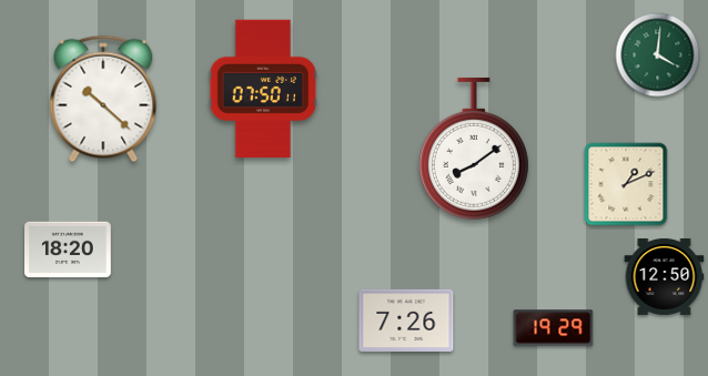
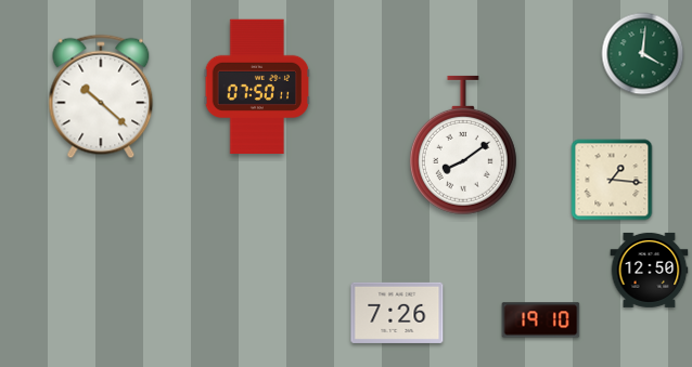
clock at (626, 184): 1:11 -> 1:16
clock at (69, 250): 18:20 -> none
clock at (554, 328): 19:29 -> 19:10
